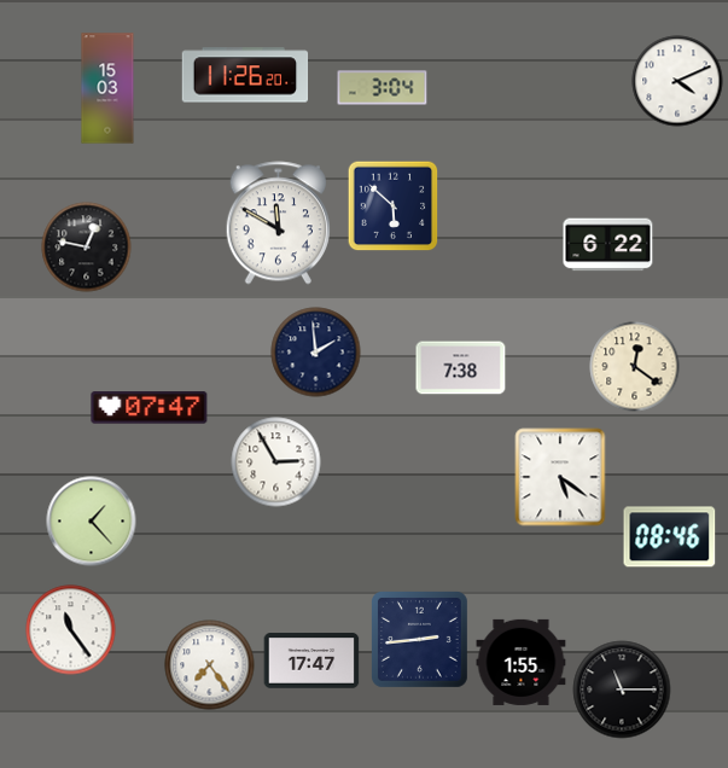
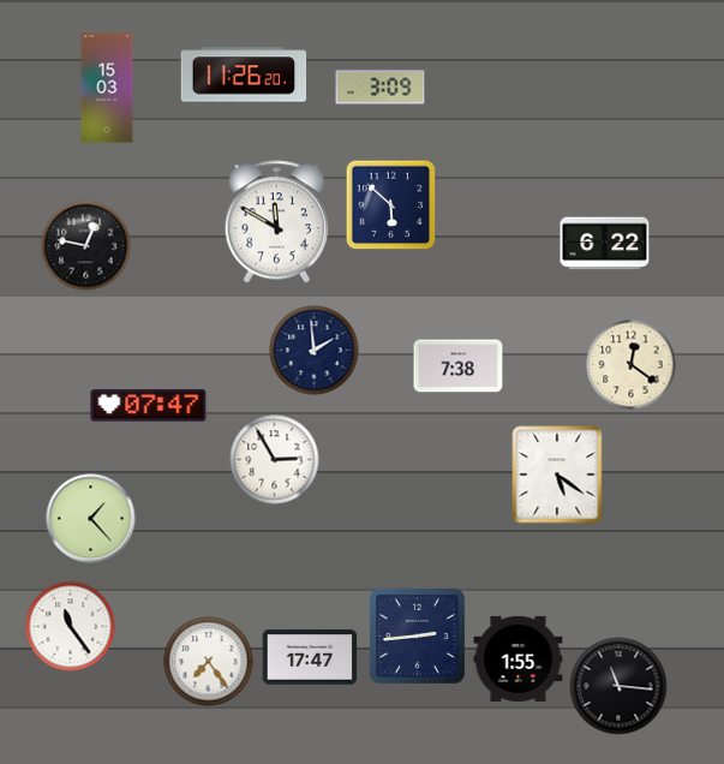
clock at (677, 81): 4:11 -> none
clock at (383, 88): 3:04 -> 3:09
clock at (670, 537): 08:46 -> none
clock at (622, 690): 11:15 -> 11:16
